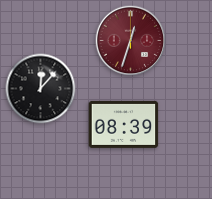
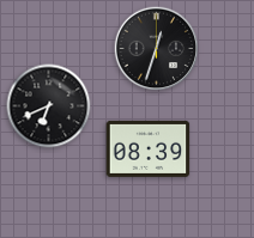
clock at (131, 41) dial: burgundy -> black
clock at (41, 89): 12:07 -> 6:41
